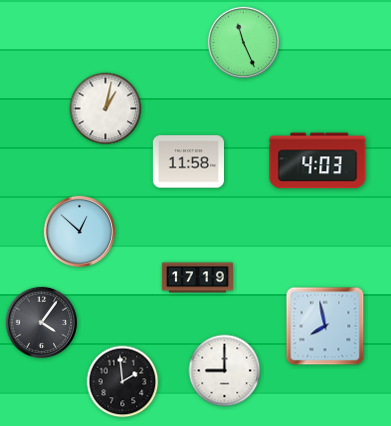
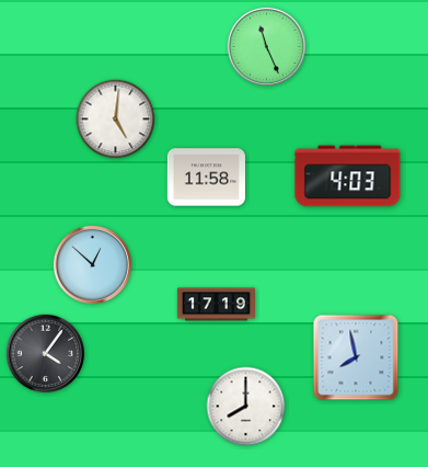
clock at (106, 109): 1:02 -> 5:01
clock at (79, 231) position: (79, 231) -> (92, 264)
clock at (225, 371): 9:00 -> 8:00
clock at (123, 382): 1:59 -> none
